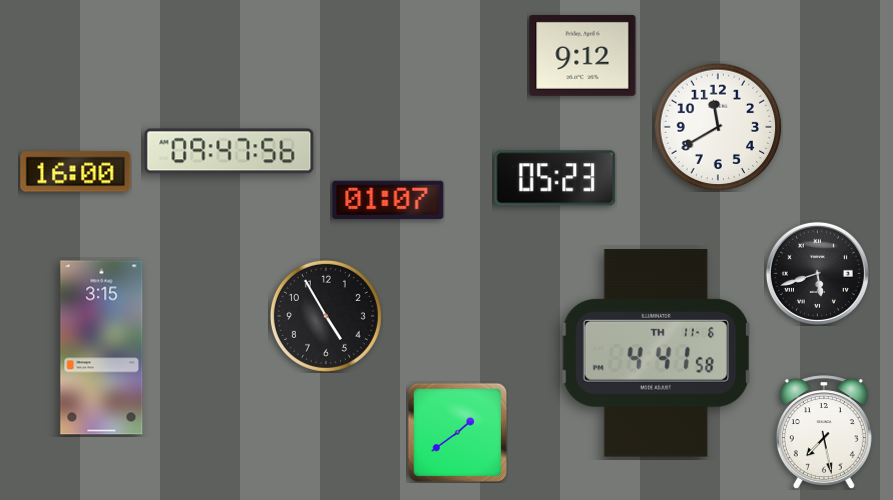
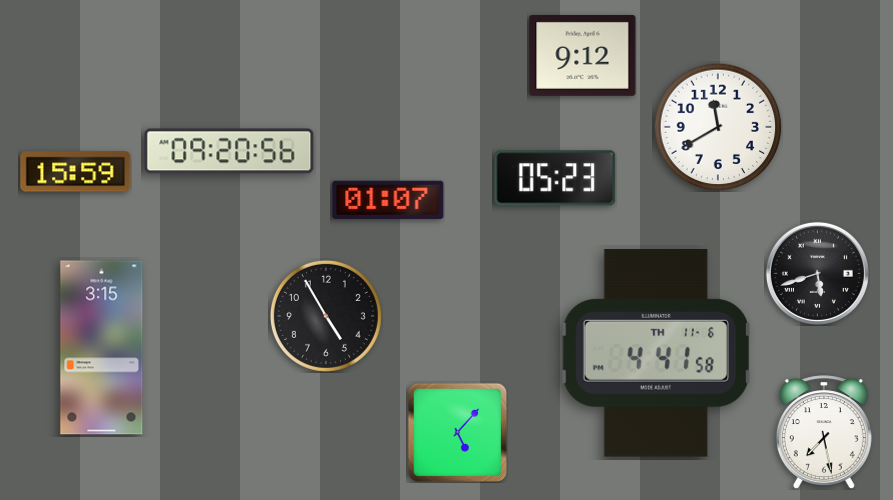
clock at (229, 151): 09:47 -> 09:20
clock at (76, 172): 16:00 -> 15:59
clock at (457, 432): 1:39 -> 5:07
